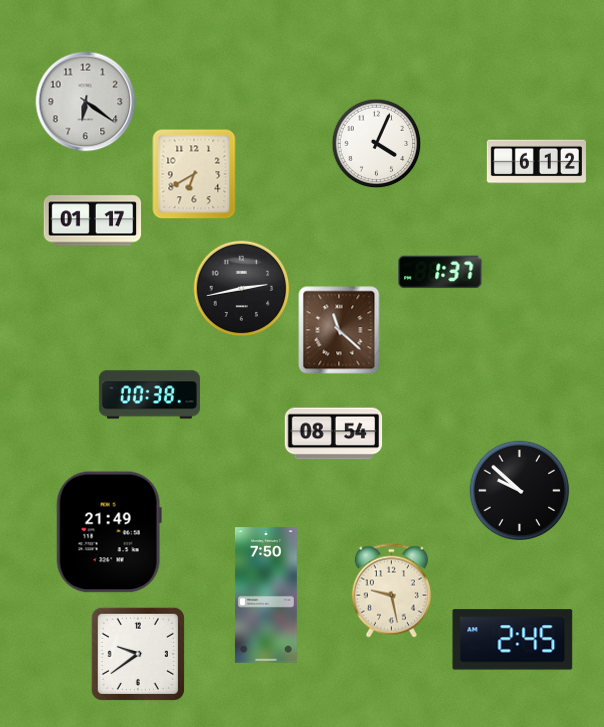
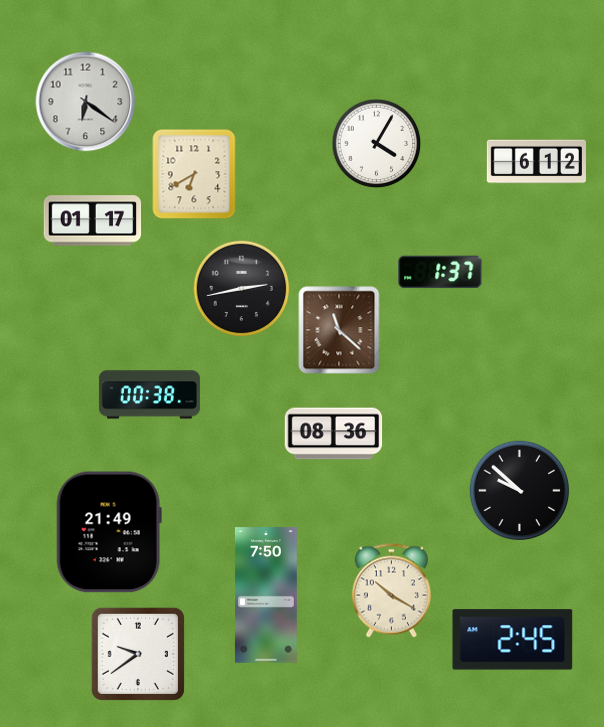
clock at (377, 144): 4:04 -> 4:05
clock at (334, 434): 08:54 -> 08:36
clock at (391, 591): 9:28 -> 10:20
